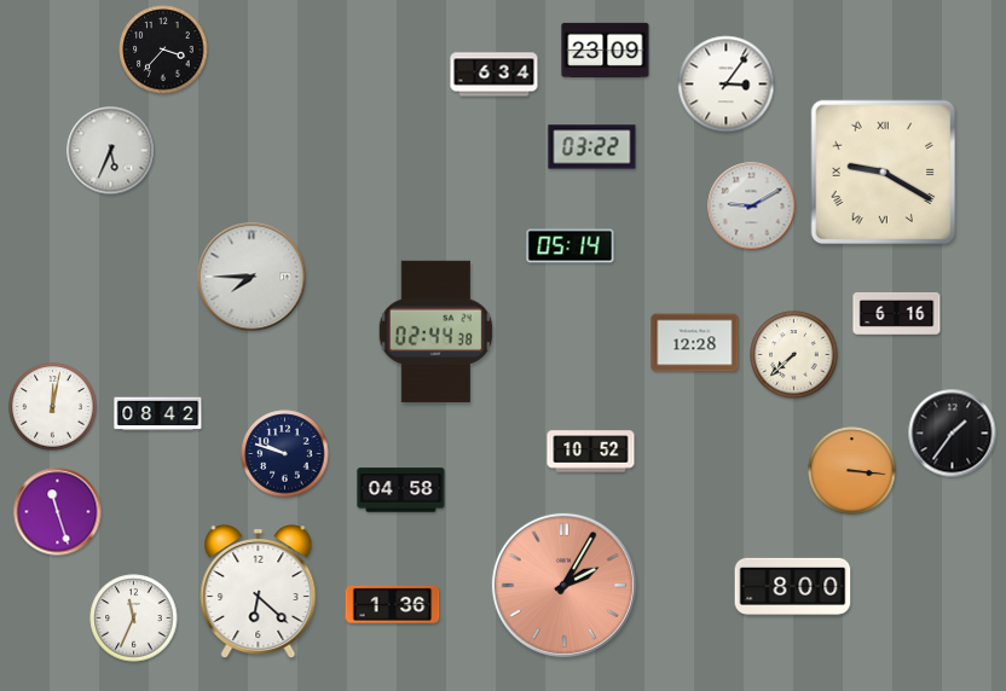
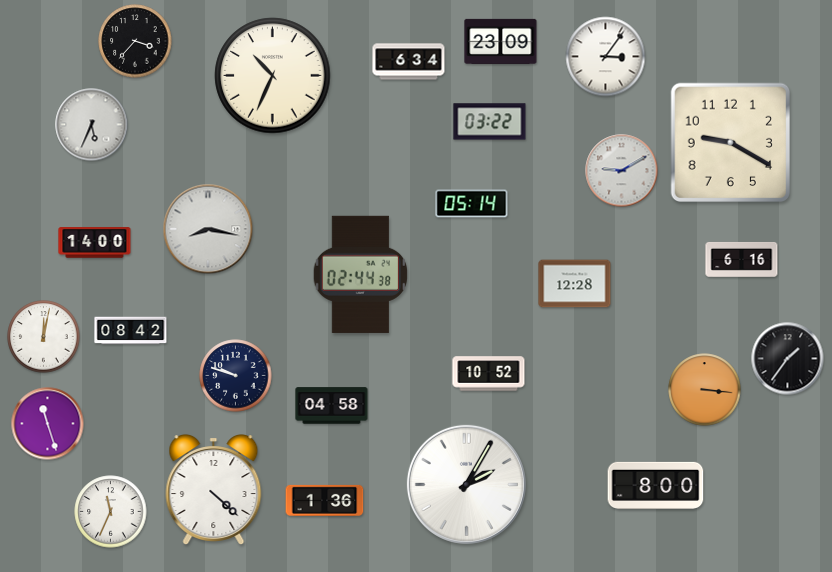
clock at (727, 85) position: (727, 85) -> (606, 57)
clock at (273, 76): none -> 10:34
clock at (884, 173) numerals: Roman -> Arabic
clock at (251, 277): 7:45 -> 8:17
clock at (95, 243): none -> 14:00
clock at (794, 355): 7:38 -> none
clock at (158, 414) position: (158, 414) -> (131, 331)
clock at (563, 585) dial: salmon -> white
clock at (259, 592): 6:22 -> 4:22
